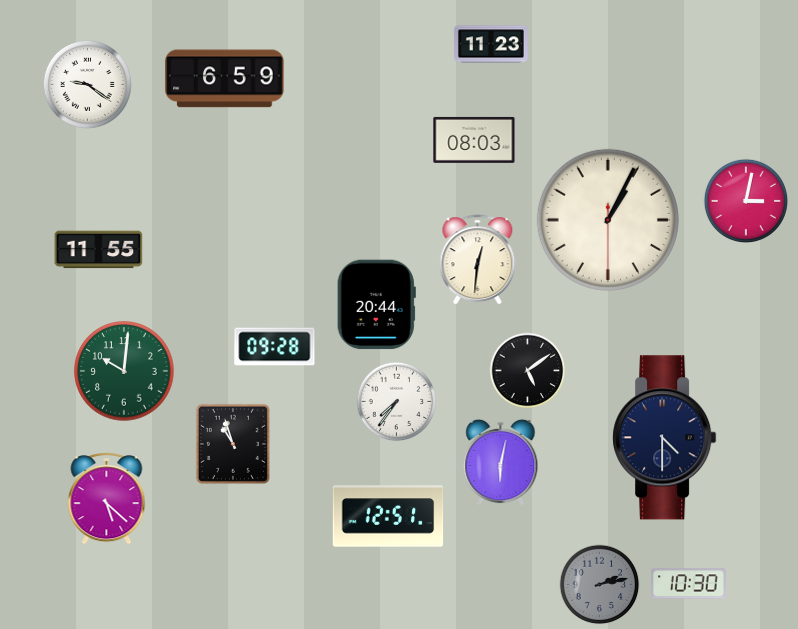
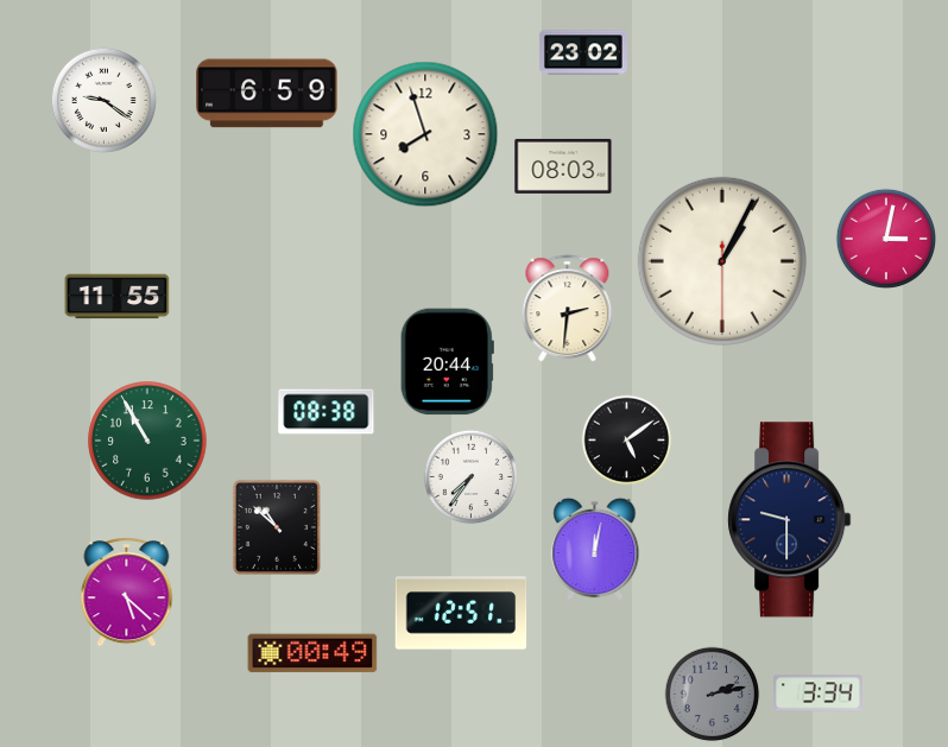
clock at (491, 44): 11:23 -> 23:02
clock at (425, 134): none -> 7:57
clock at (478, 260): 12:31 -> 2:31
clock at (275, 347): 09:28 -> 08:38
clock at (124, 371): 10:01 -> 10:55
clock at (665, 438): 4:30 -> 9:30
clock at (233, 444): 10:57 -> 10:52
clock at (501, 463): 6:02 -> 12:02
clock at (312, 653): none -> 00:49
clock at (689, 584): 10:30 -> 3:34
